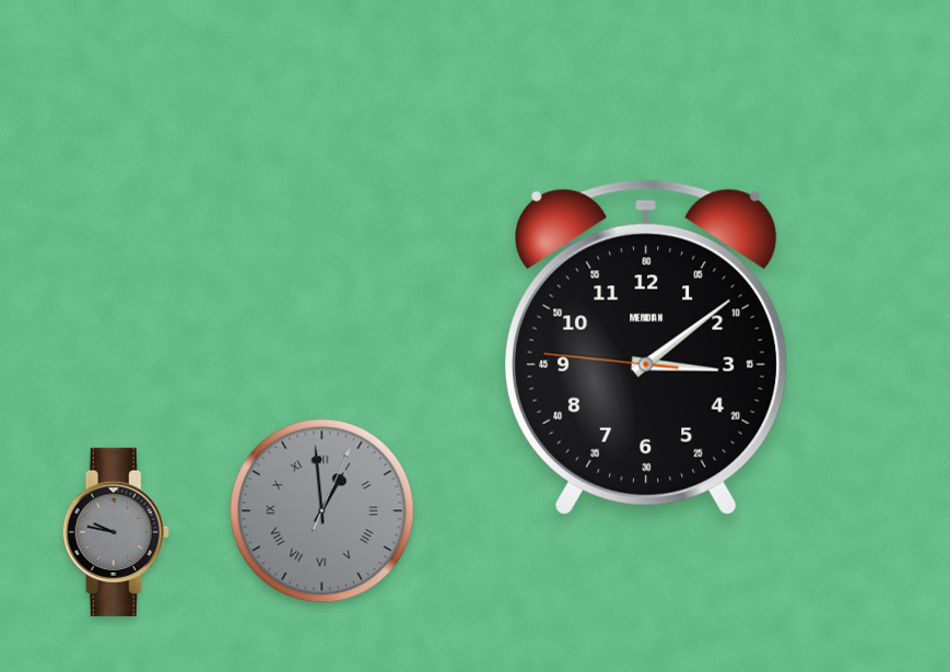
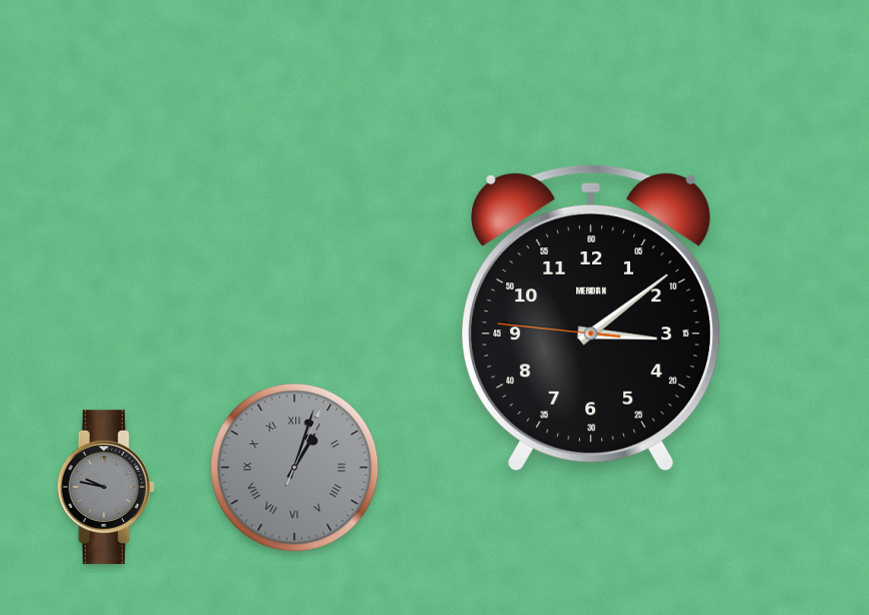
clock at (322, 511): 12:59 -> 1:03
